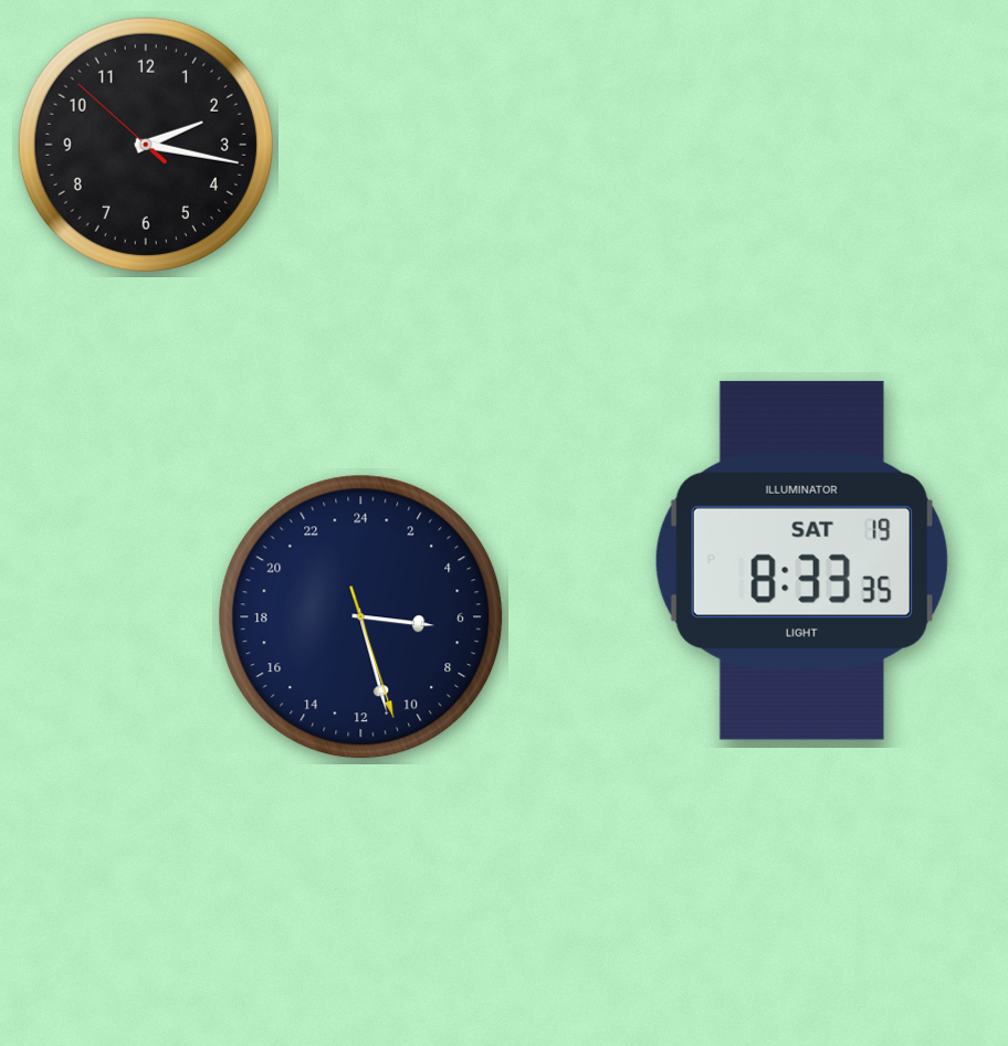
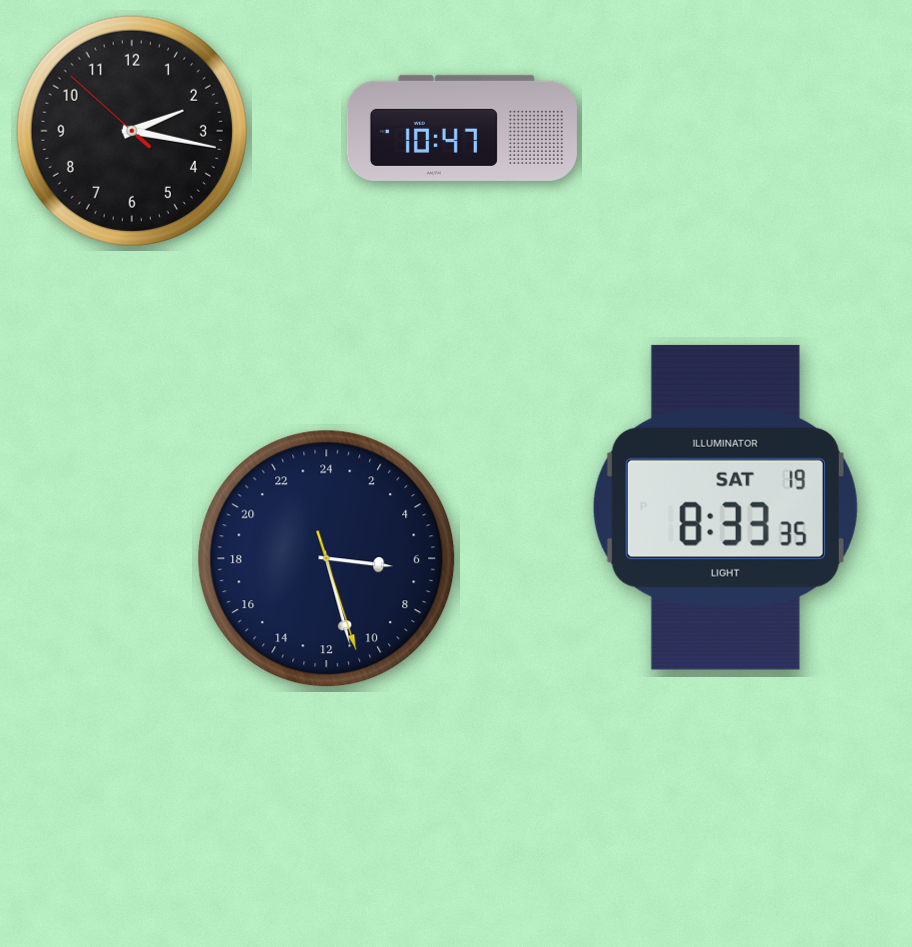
clock at (462, 128): none -> 10:47
